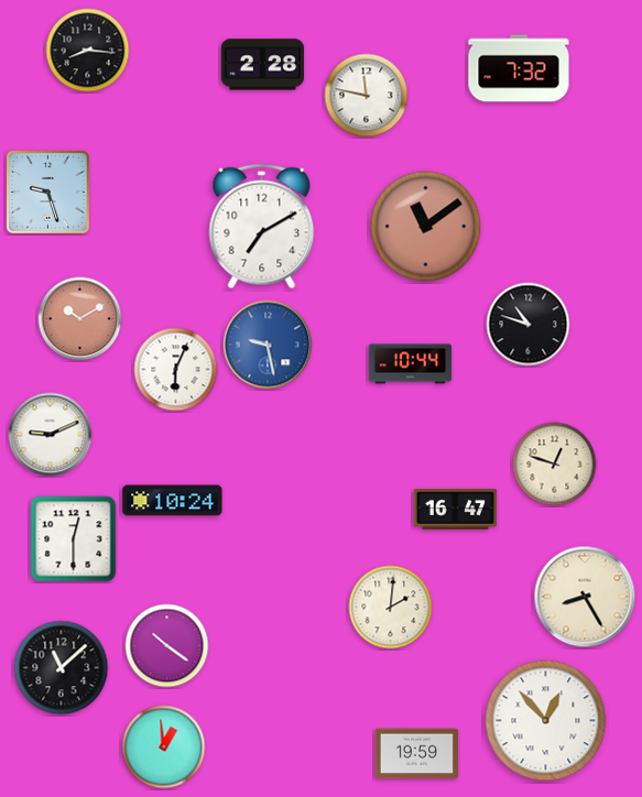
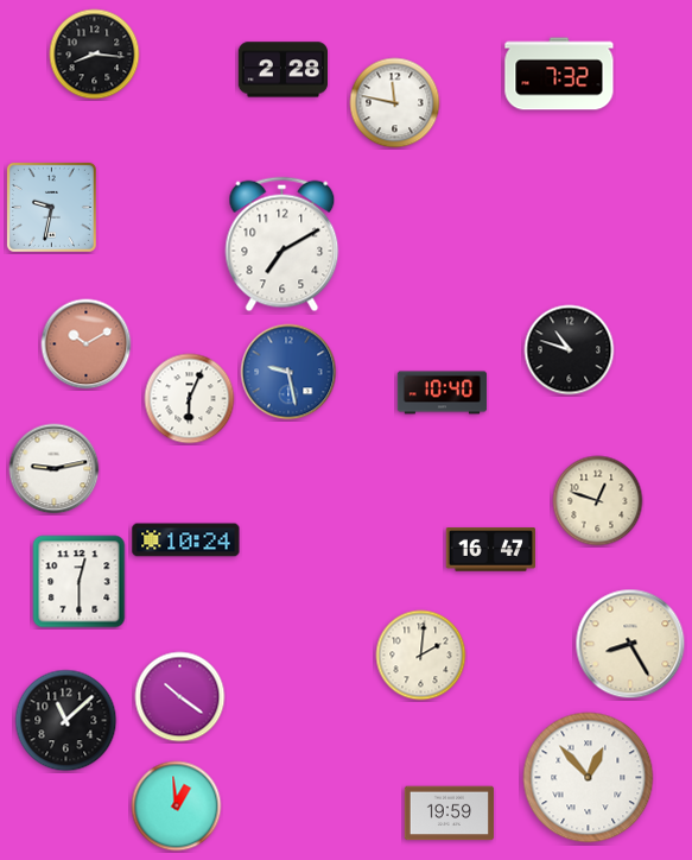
clock at (47, 192): 9:27 -> 9:32
clock at (426, 227): 11:09 -> none
clock at (411, 364): 10:44 -> 10:40
clock at (51, 435): 9:11 -> 9:13
